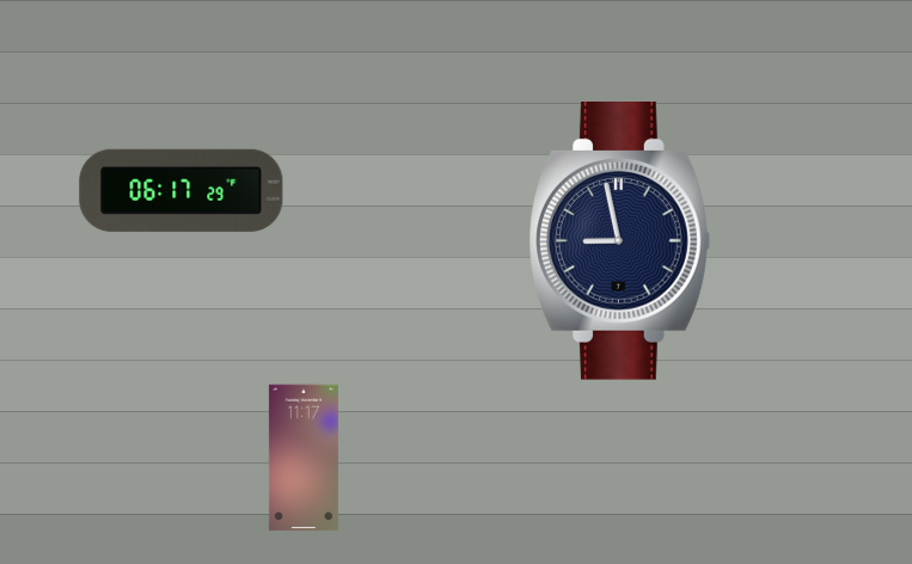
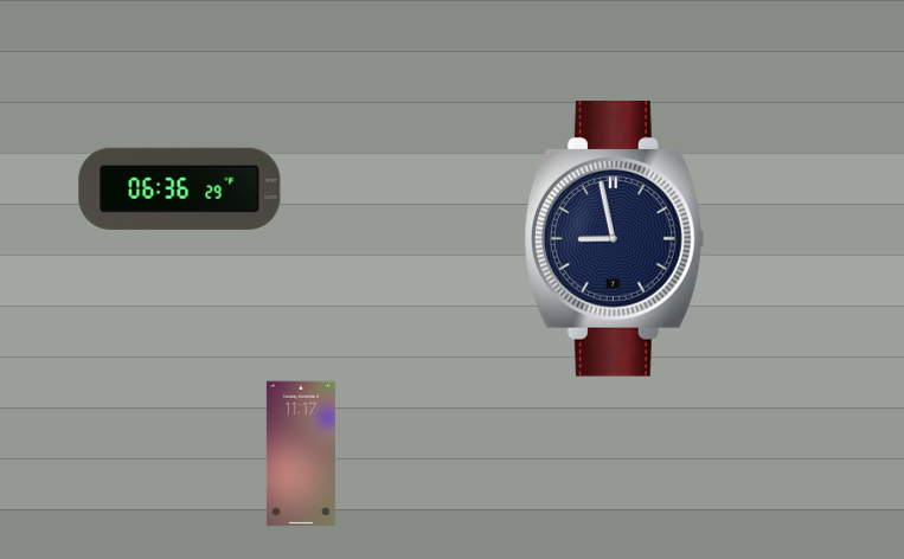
clock at (182, 190): 06:17 -> 06:36
